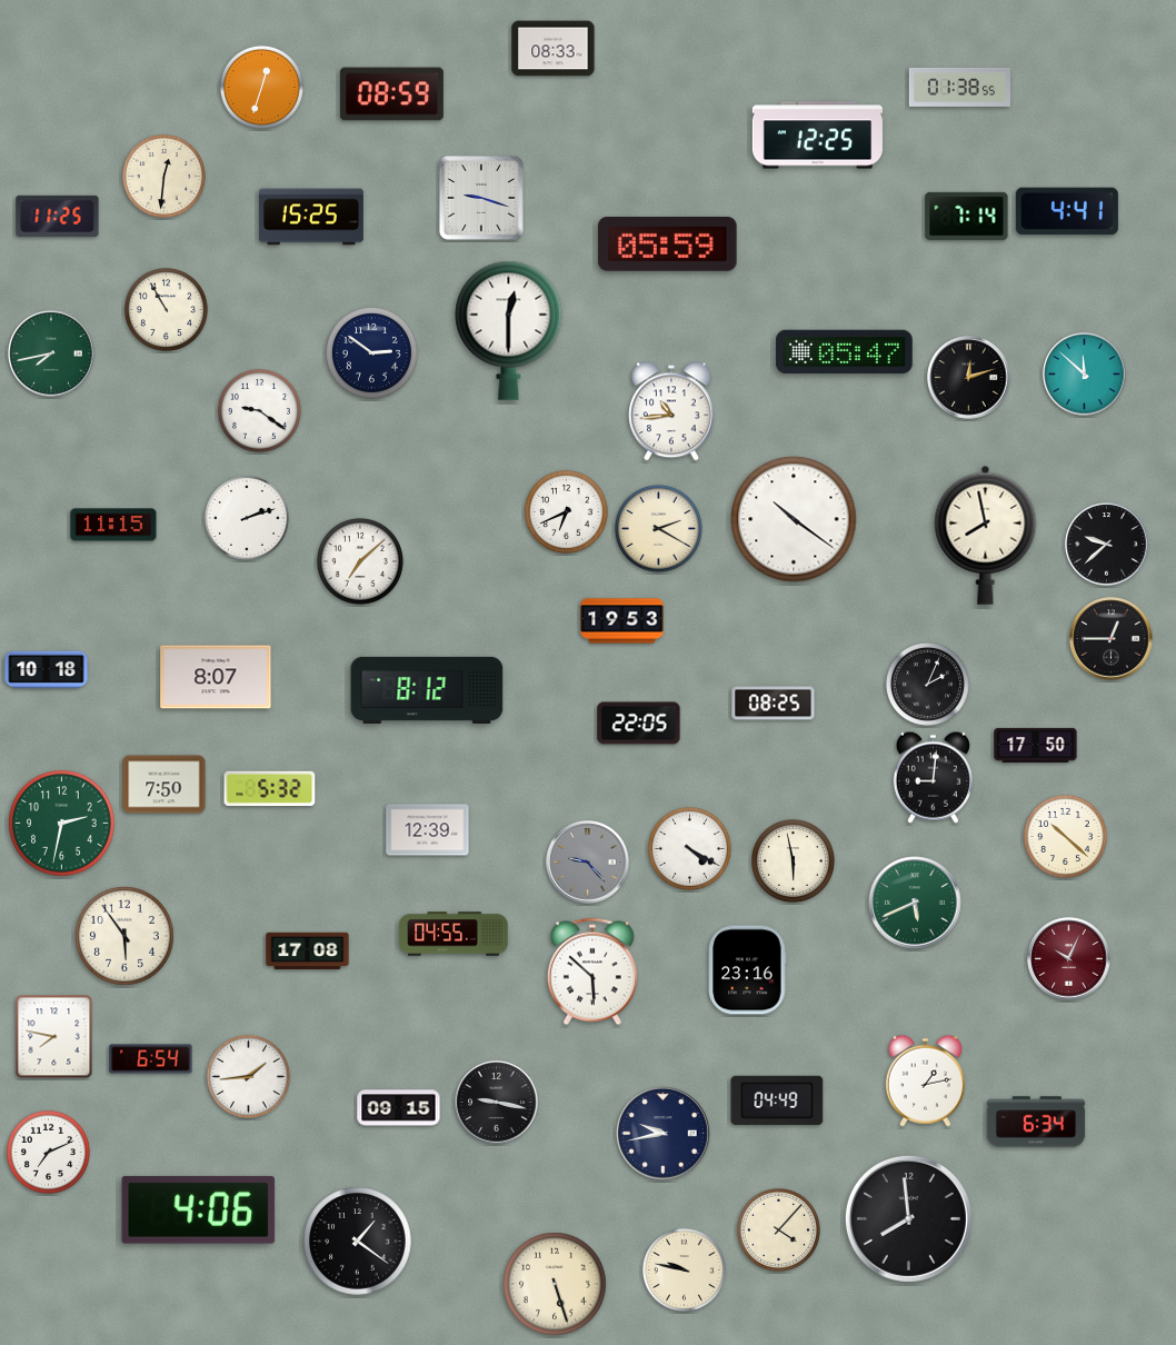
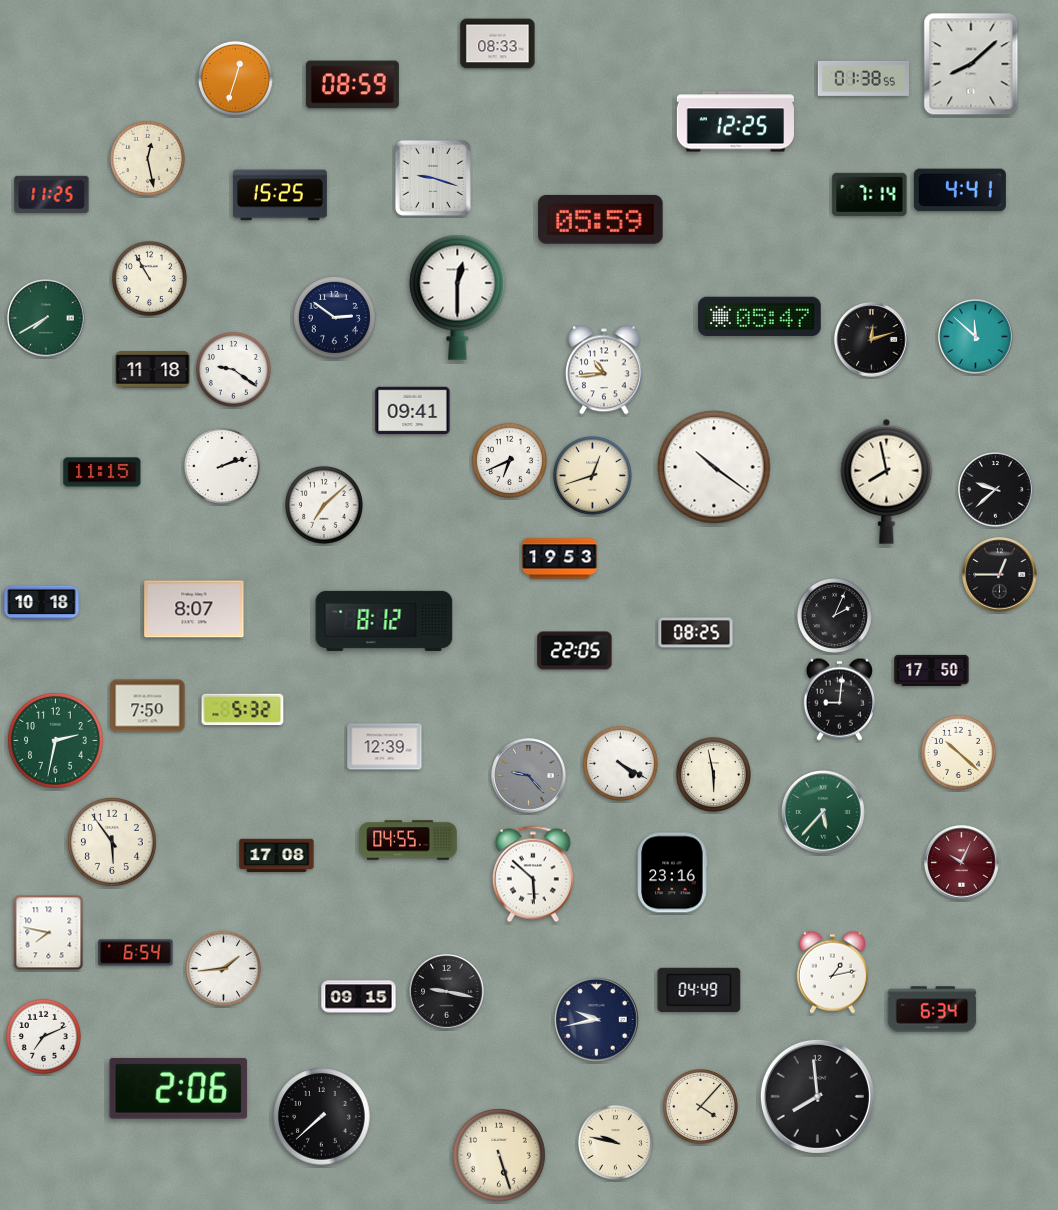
clock at (971, 64): none -> 8:08
clock at (163, 176): 12:31 -> 12:28
clock at (51, 353): 7:43 -> 7:40
clock at (153, 370): none -> 11:18
clock at (413, 411): none -> 09:41
clock at (658, 528): 2:20 -> 12:42
clock at (915, 903): 5:41 -> 5:37
clock at (199, 1209): 4:06 -> 2:06
clock at (358, 1242): 1:21 -> 7:38
